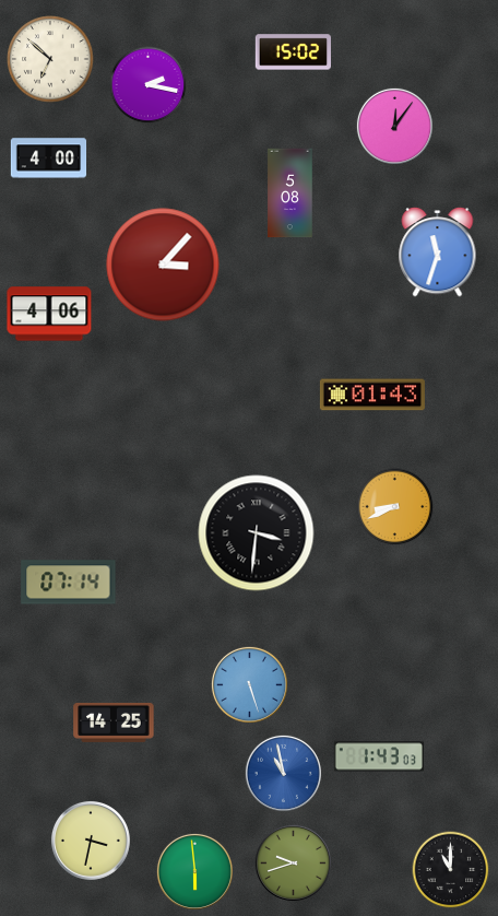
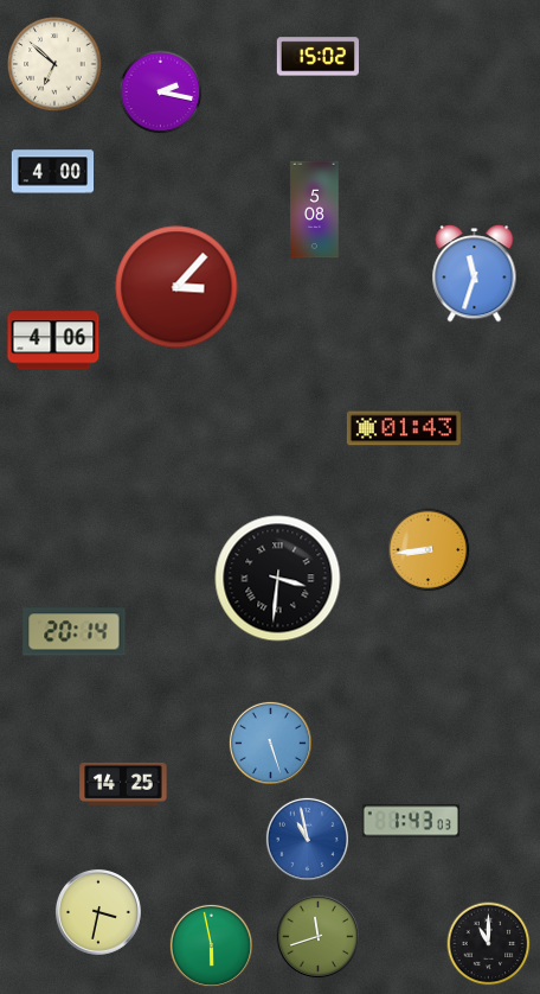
clock at (394, 126): 12:06 -> none
clock at (395, 507): 8:41 -> 8:44
clock at (69, 583): 07:14 -> 20:14
clock at (293, 862): 9:42 -> 11:42
clock at (194, 871): 5:59 -> 5:58
